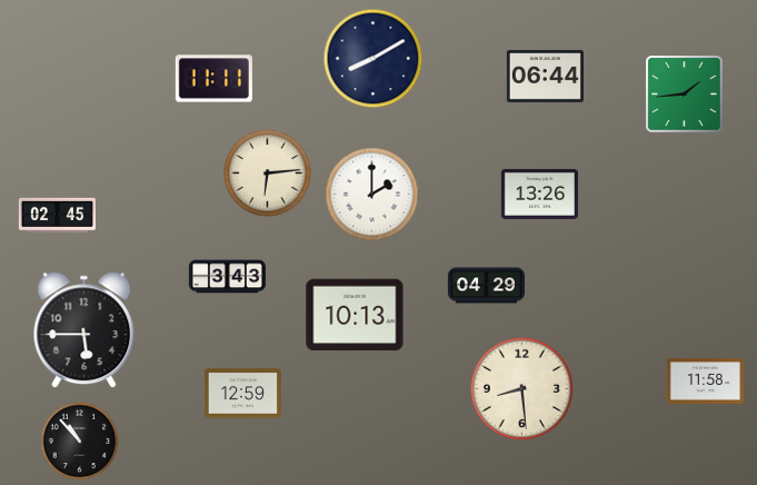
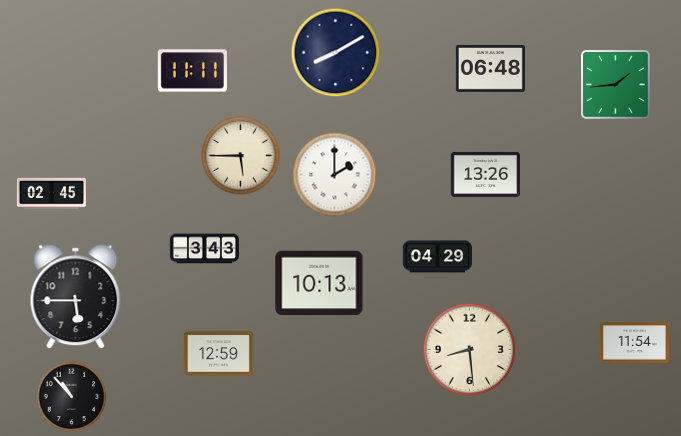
clock at (545, 76): 06:44 -> 06:48
clock at (268, 174): 6:14 -> 5:45
clock at (705, 382): 11:58 -> 11:54
